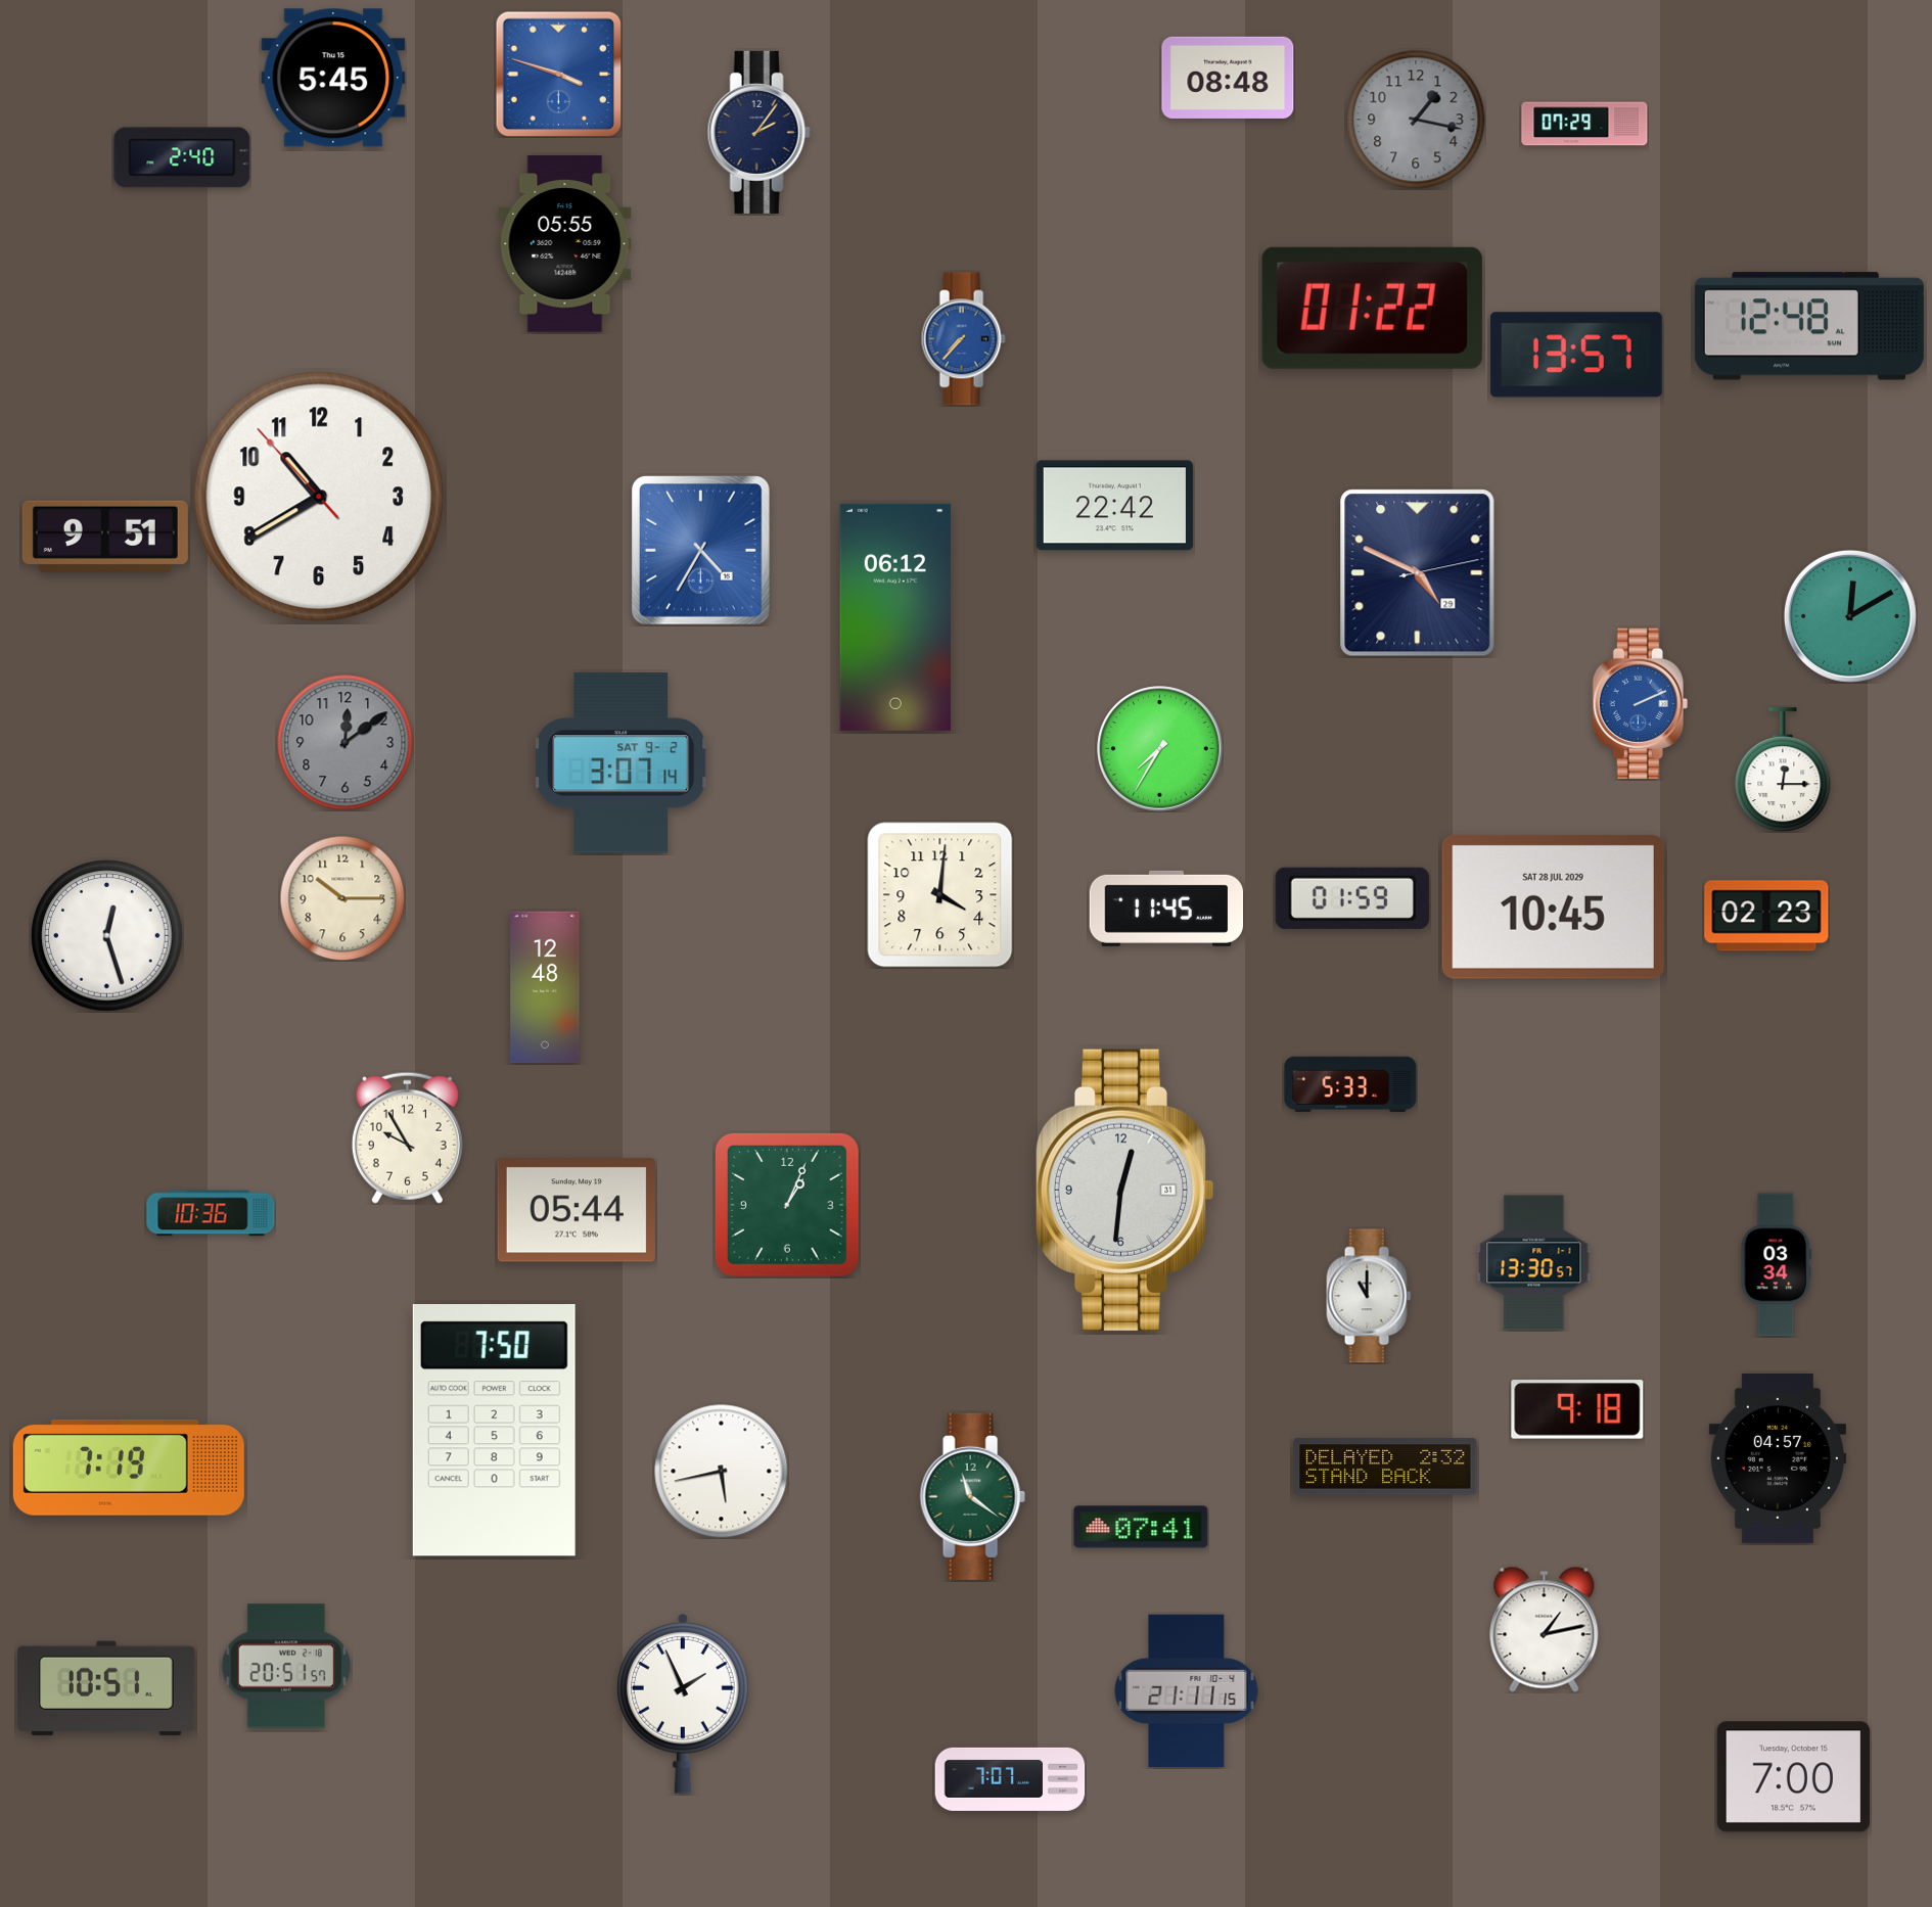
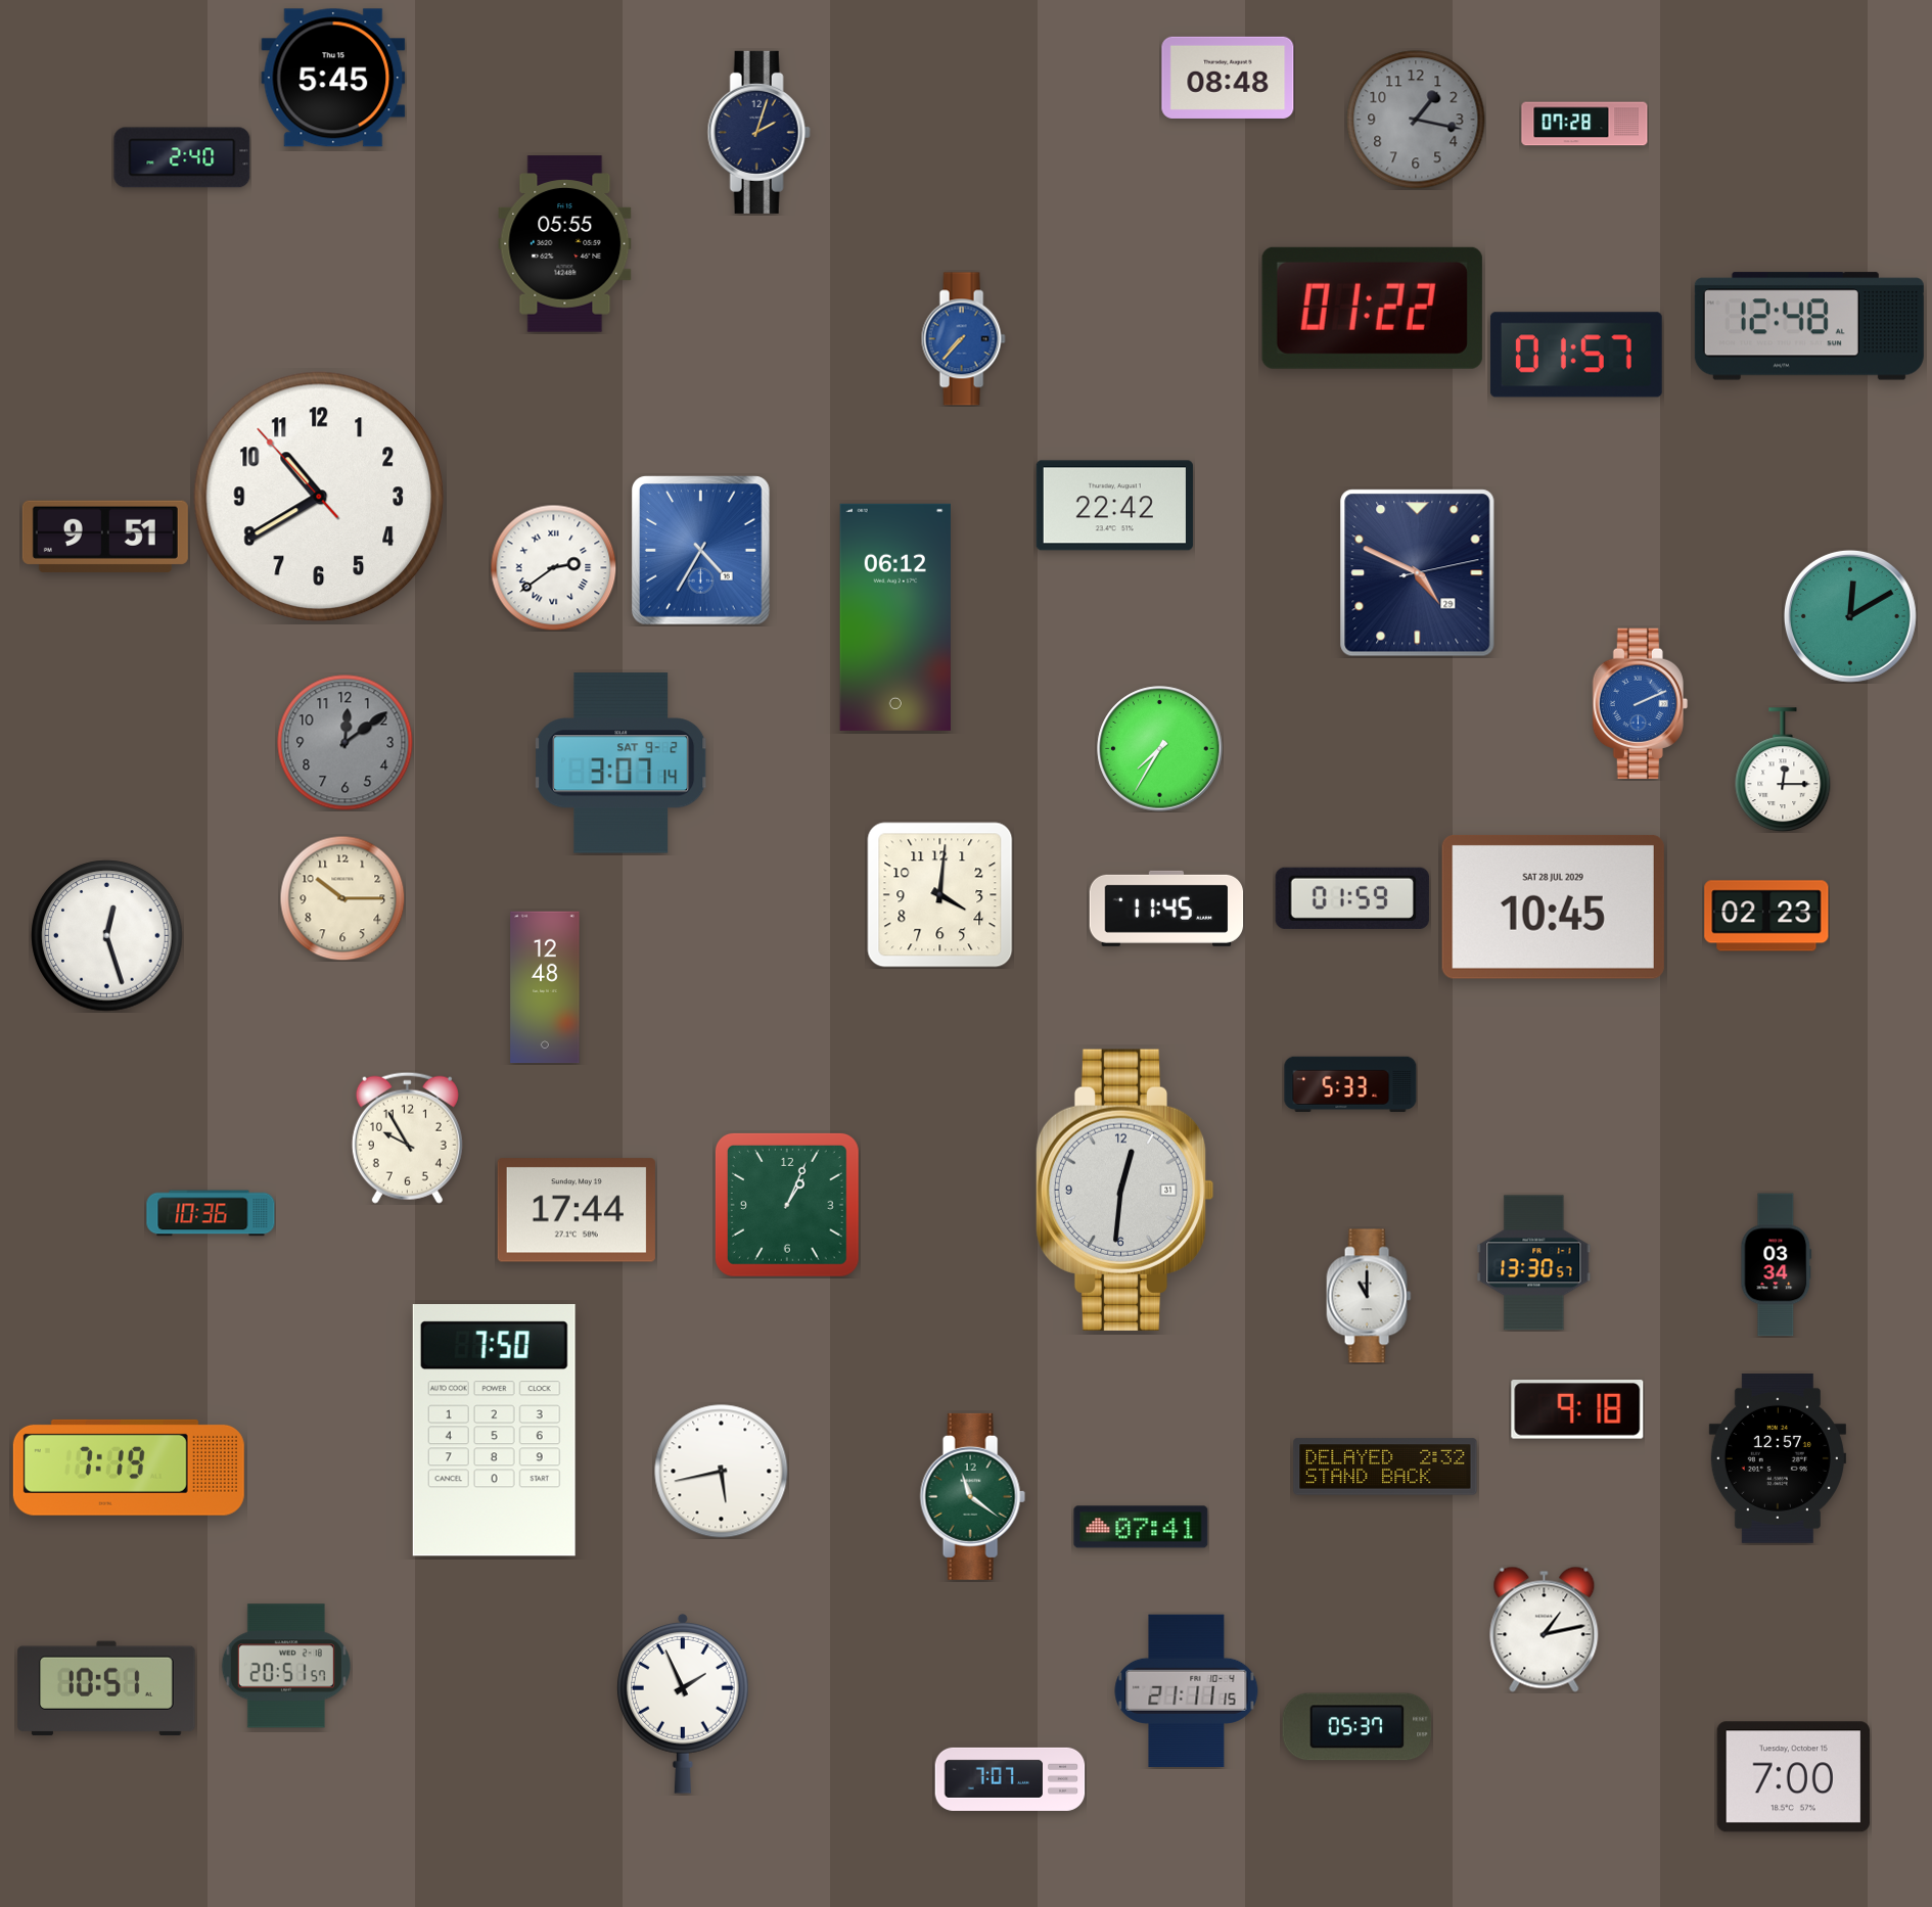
clock at (558, 74): 3:48 -> none
clock at (1584, 124): 07:29 -> 07:28
clock at (758, 132): 2:06 -> 2:03
clock at (1576, 355): 13:57 -> 01:57
clock at (553, 567): none -> 2:39
clock at (577, 1210): 05:44 -> 17:44
clock at (1778, 1458): 04:57 -> 12:57
clock at (1358, 1727): none -> 05:37
